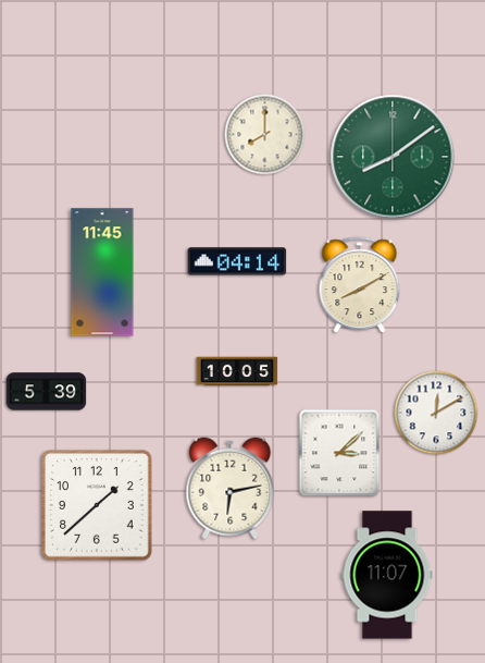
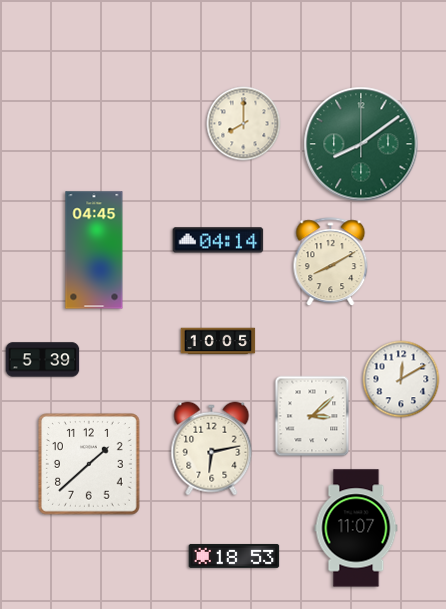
clock at (102, 272): 11:45 -> 04:45
clock at (234, 556): none -> 18:53
